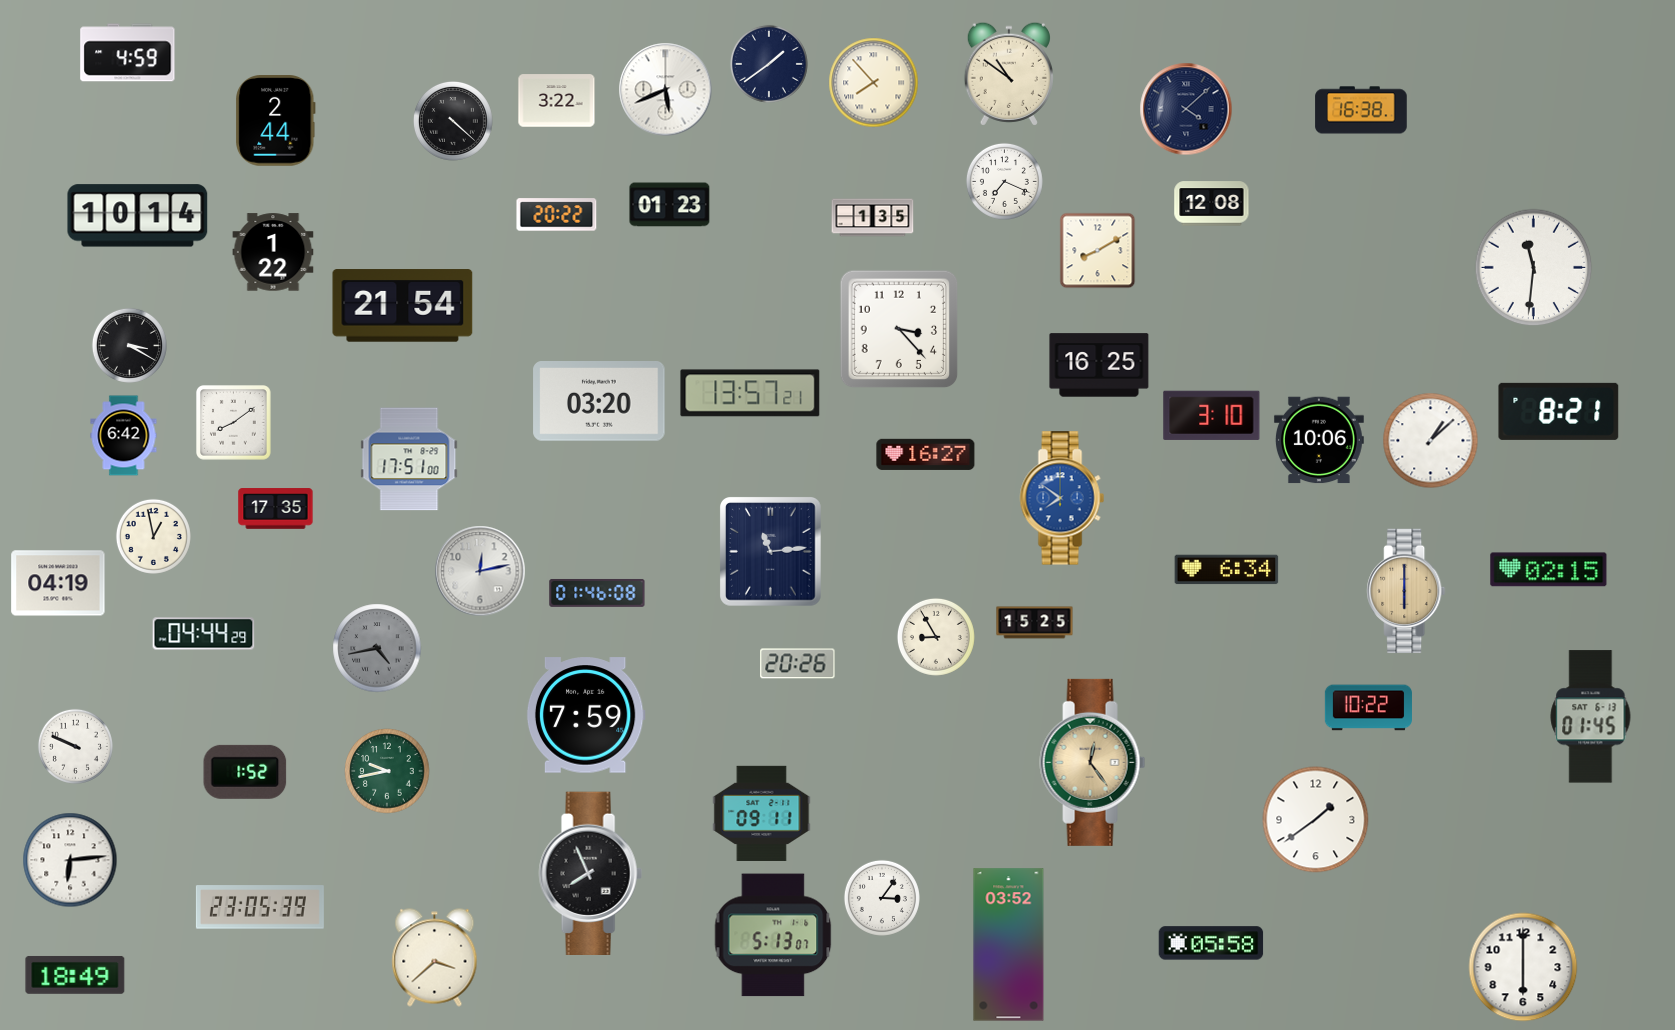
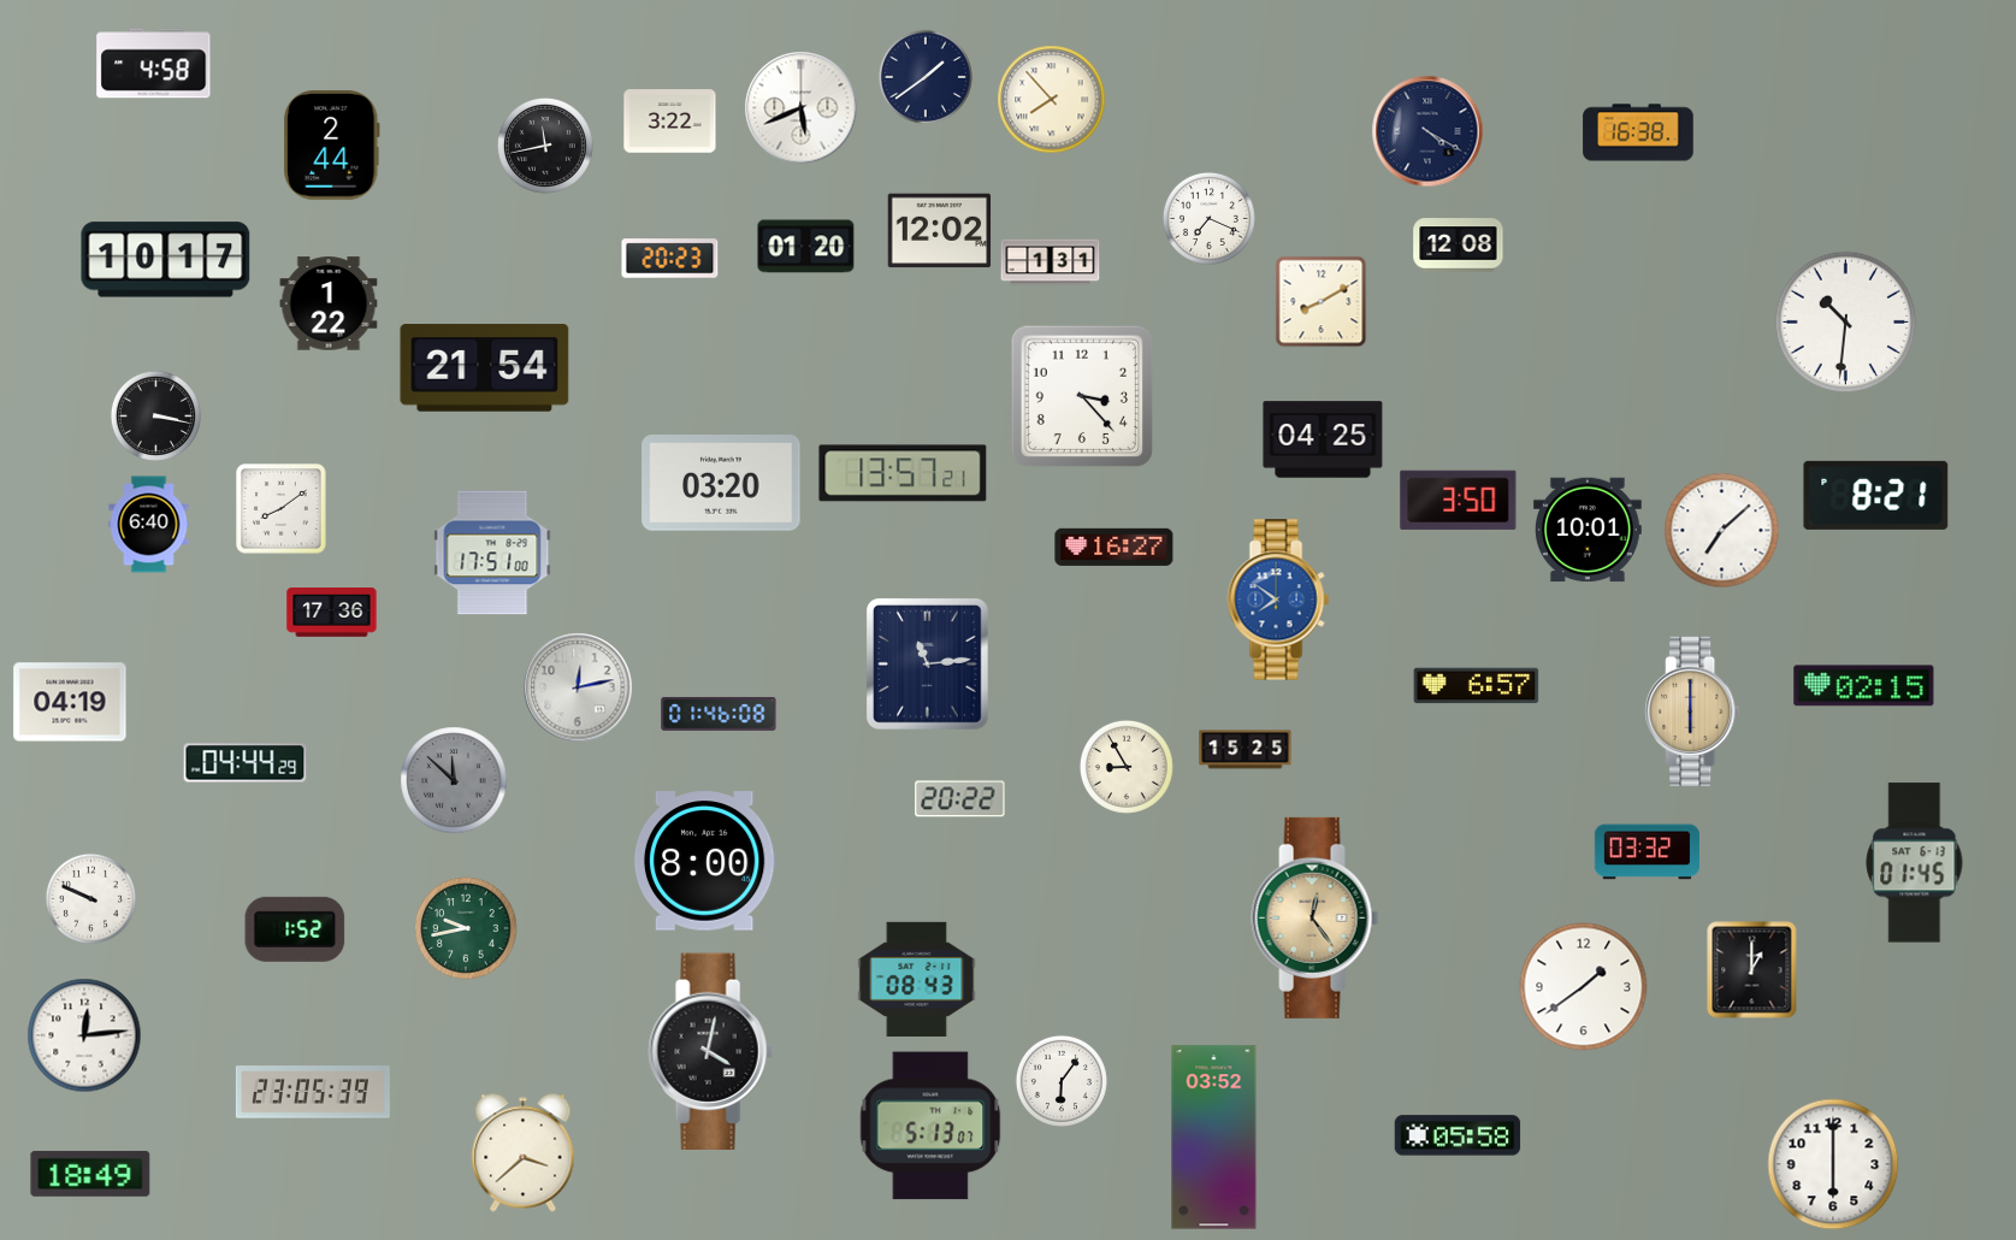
clock at (128, 53): 4:59 -> 4:58
clock at (1009, 74): 10:51 -> none
clock at (1186, 109): 4:08 -> 4:20
clock at (453, 121): 4:22 -> 11:43
clock at (940, 231): none -> 12:02
clock at (670, 205): 01:23 -> 01:20
clock at (557, 215): 20:22 -> 20:23
clock at (138, 216): 10:14 -> 10:17
clock at (873, 218): 1:35 -> 1:31
clock at (1534, 268): 11:31 -> 10:31
clock at (129, 345): 3:20 -> 3:17
clock at (1099, 365): 16:25 -> 04:25
clock at (1212, 415): 3:10 -> 3:50
clock at (124, 436): 6:42 -> 6:40
clock at (1319, 440): 10:06 -> 10:01
clock at (1431, 441): 1:08 -> 7:08
clock at (276, 509): 17:35 -> 17:36
clock at (153, 536): 12:58 -> none
clock at (1227, 570): 6:34 -> 6:57
clock at (377, 648): 4:43 -> 11:52
clock at (798, 664): 20:26 -> 20:22
clock at (1368, 708): 10:22 -> 03:32
clock at (586, 715): 7:59 -> 8:00
clock at (1752, 970): none -> 1:00
clock at (762, 813): 09:11 -> 08:43
clock at (70, 860): 6:14 -> 12:14
clock at (590, 874): 7:56 -> 4:02
clock at (882, 898): 3:06 -> 6:06
